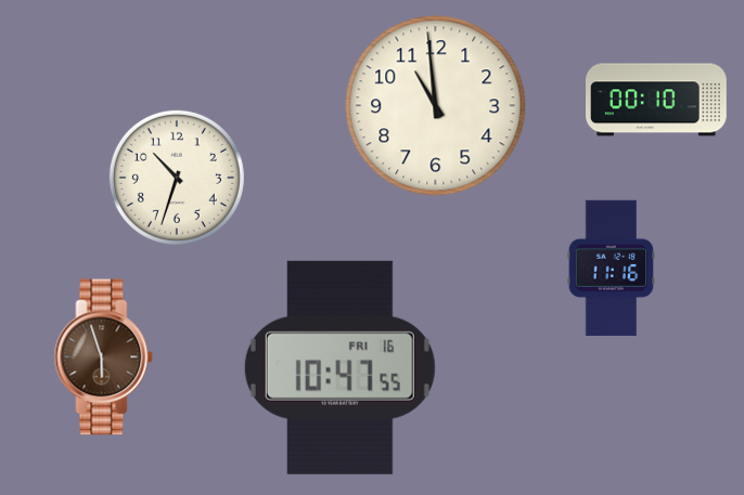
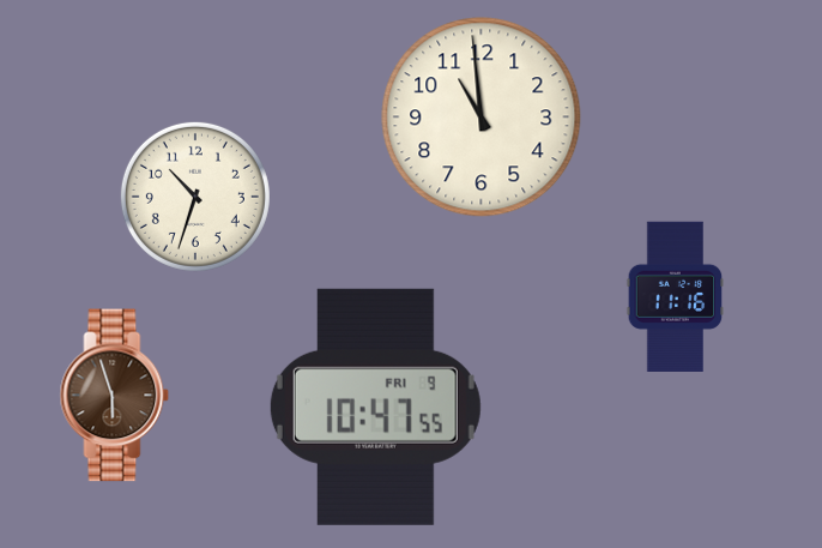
clock at (657, 100): 00:10 -> none
clock at (339, 367) date: FRI 16 -> FRI 9
